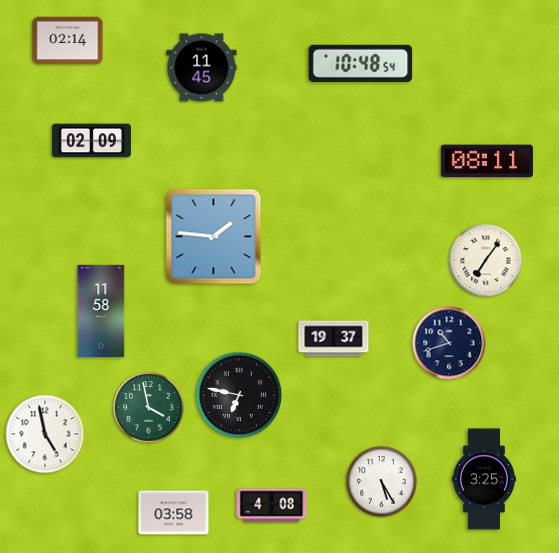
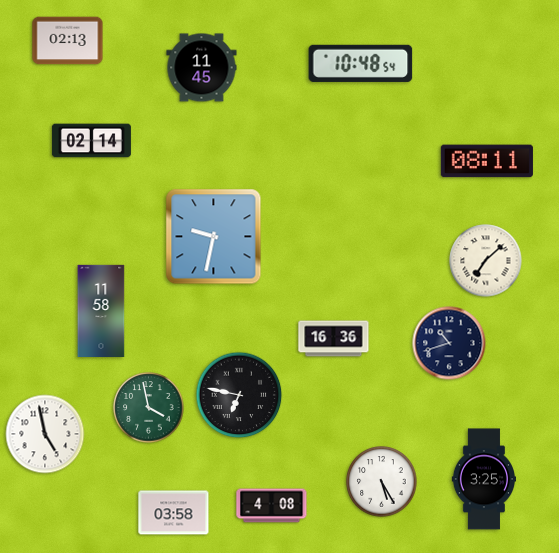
clock at (68, 41): 02:14 -> 02:13
clock at (91, 141): 02:09 -> 02:14
clock at (214, 237): 1:46 -> 9:32
clock at (486, 261): 7:06 -> 7:08
clock at (334, 339): 19:37 -> 16:36
